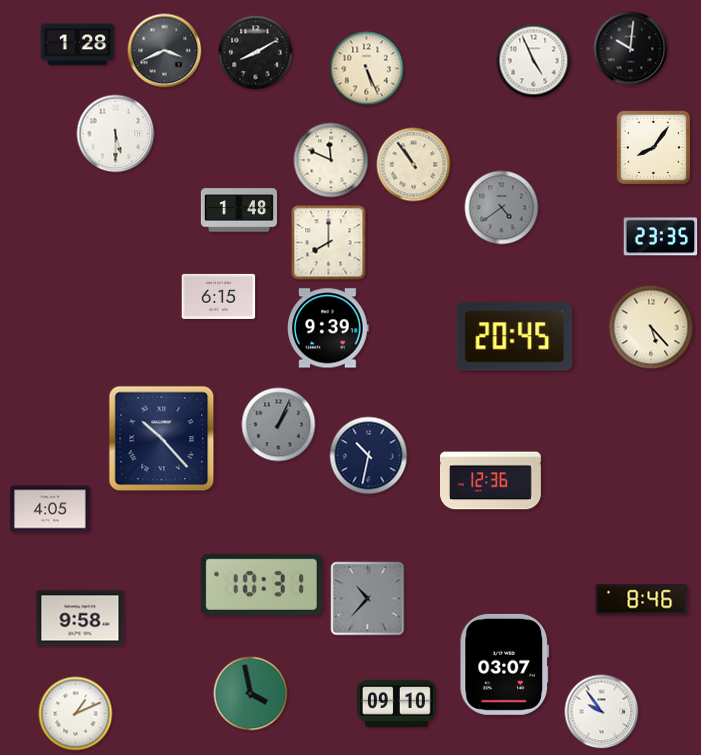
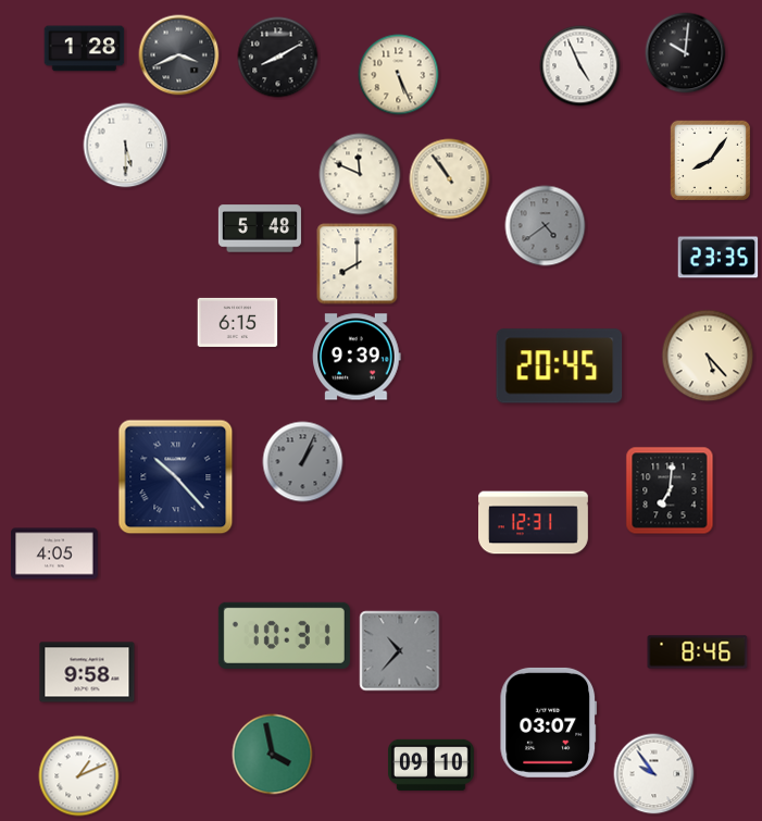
clock at (239, 210): 1:48 -> 5:48
clock at (670, 490): none -> 7:01
clock at (369, 456): 10:32 -> none
clock at (491, 481): 12:36 -> 12:31
clock at (76, 714) position: (76, 714) -> (79, 776)
